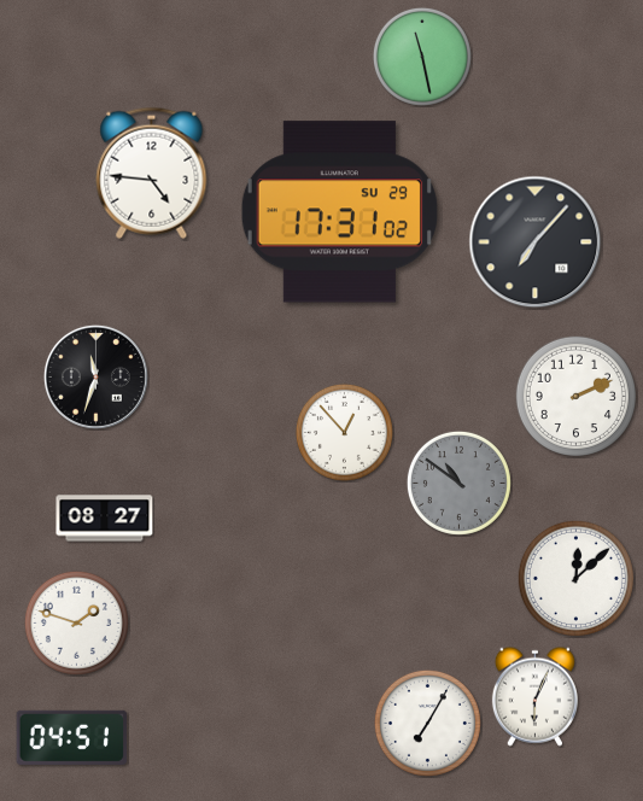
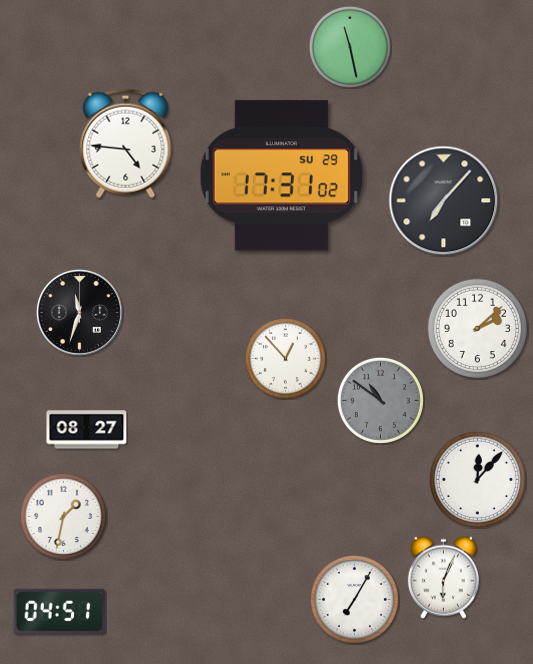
clock at (575, 396): 2:11 -> 2:08
clock at (575, 578): 12:08 -> 12:07
clock at (76, 622): 1:48 -> 1:32
